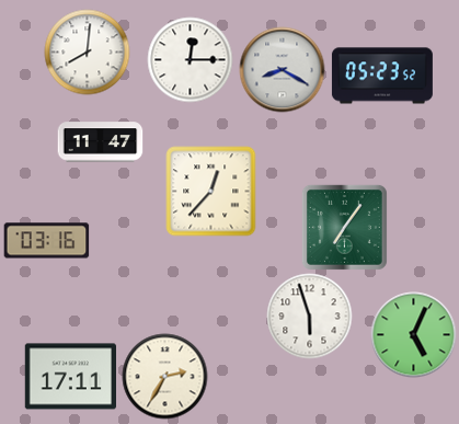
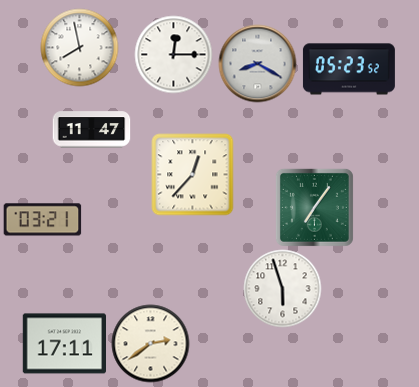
clock at (87, 51): 8:01 -> 7:58
clock at (46, 241): 03:16 -> 03:21
clock at (413, 334): 5:04 -> none
clock at (164, 376): 2:35 -> 2:39
